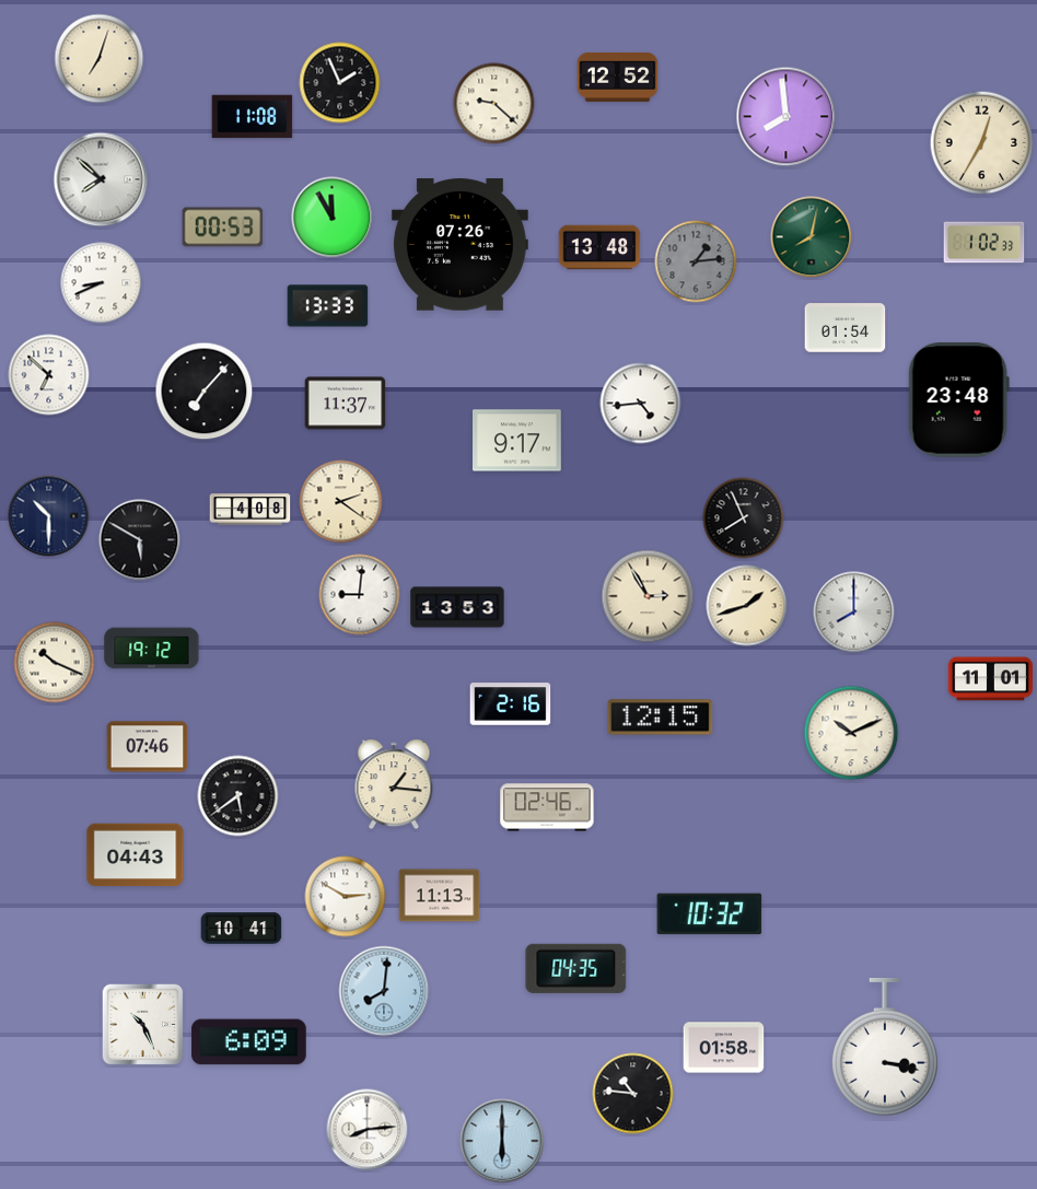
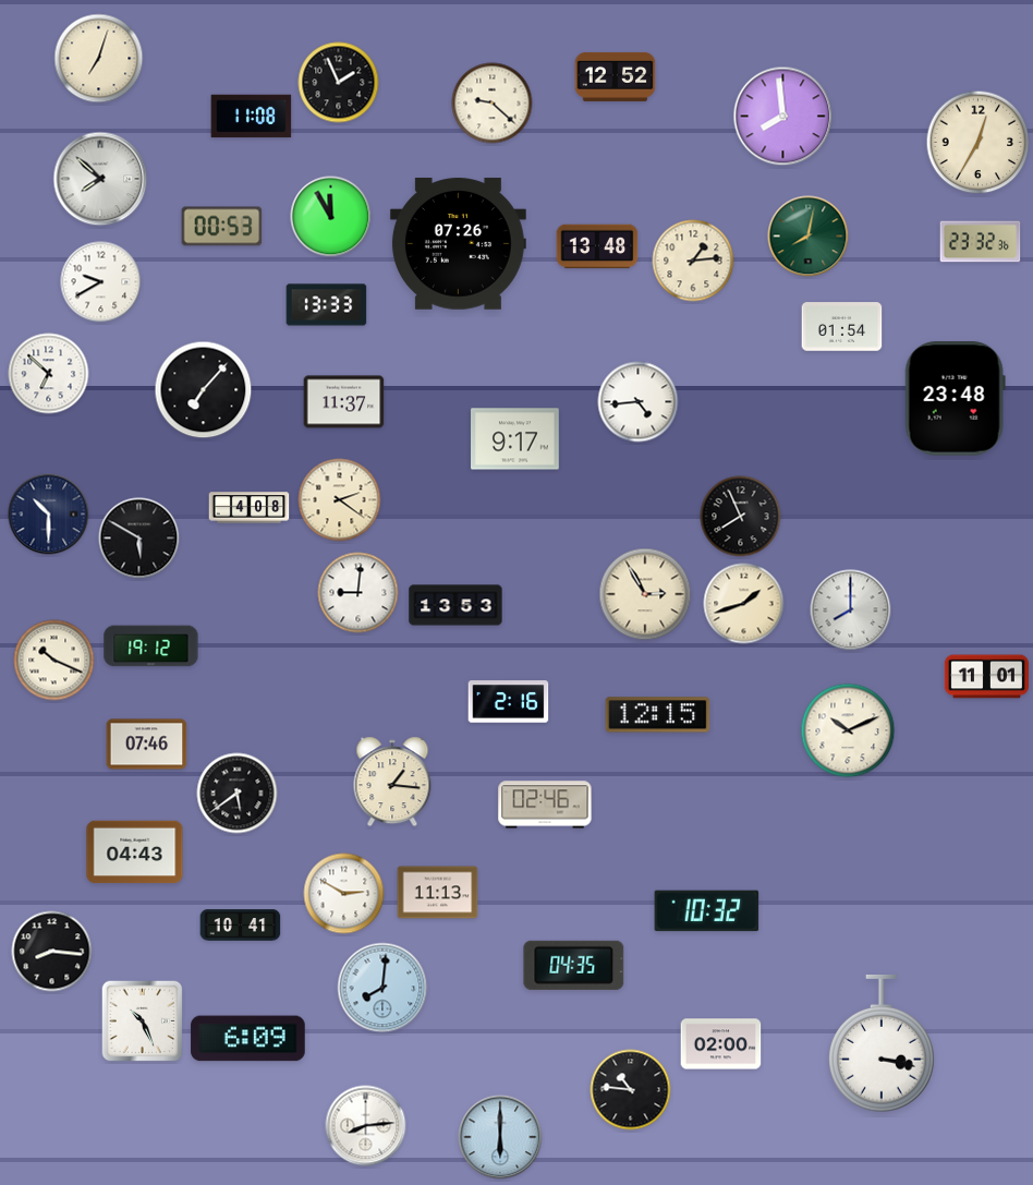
clock at (984, 243): 1:02 -> 23:32
clock at (696, 261) dial: grey -> cream
clock at (102, 283): 8:41 -> 9:40
clock at (52, 952): none -> 8:16
clock at (724, 1048): 01:58 -> 02:00
